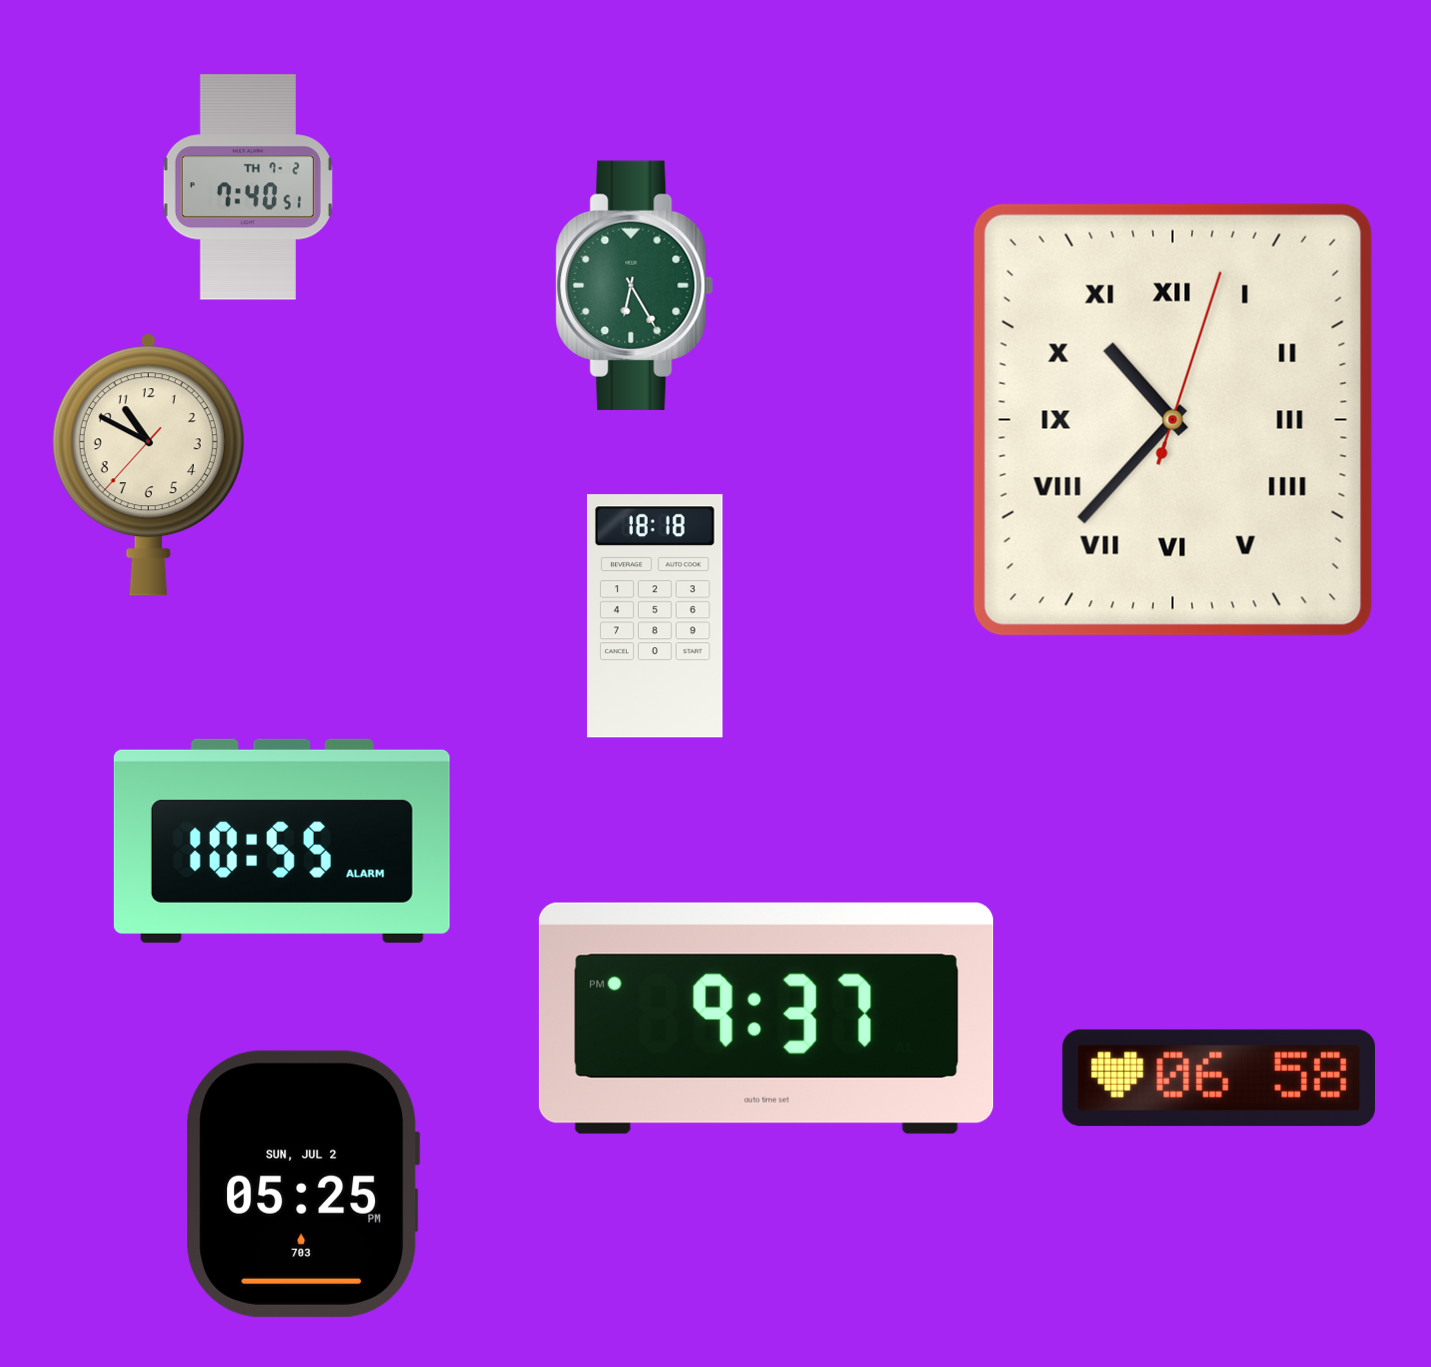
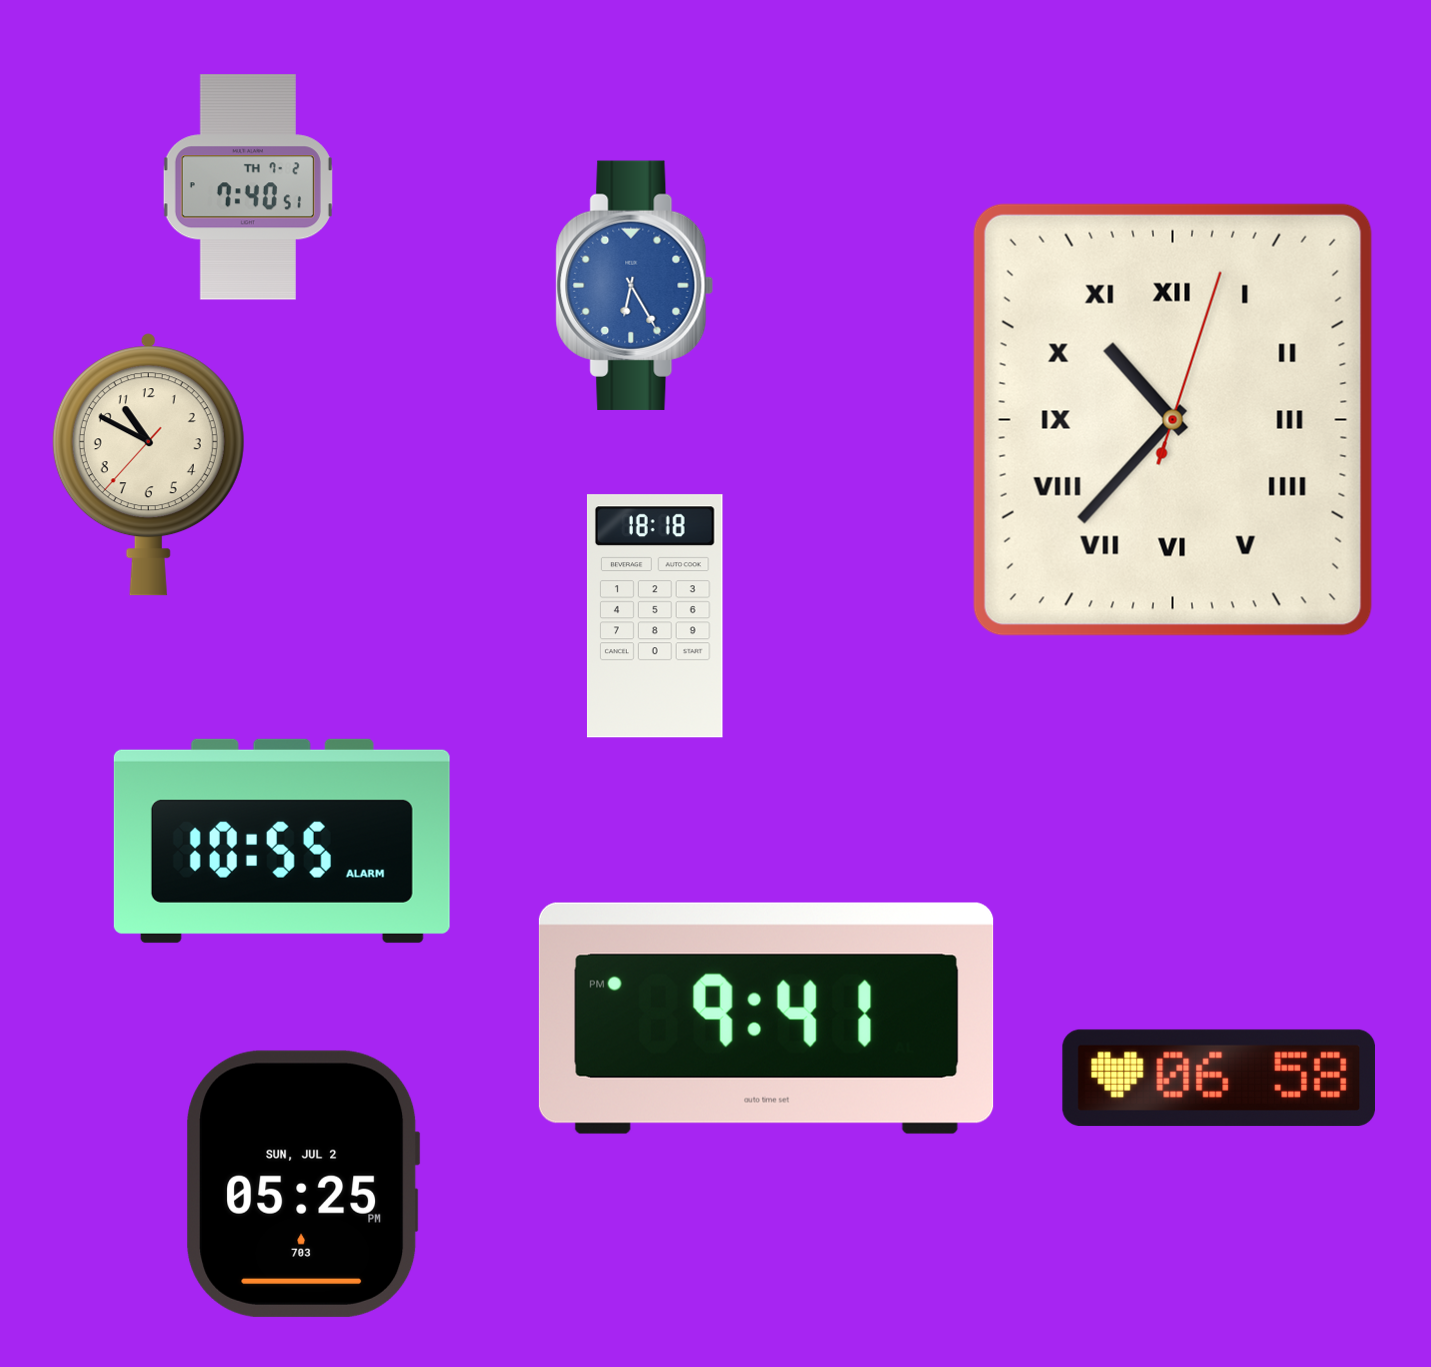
clock at (635, 285) dial: green -> blue
clock at (766, 1018): 9:37 -> 9:41
